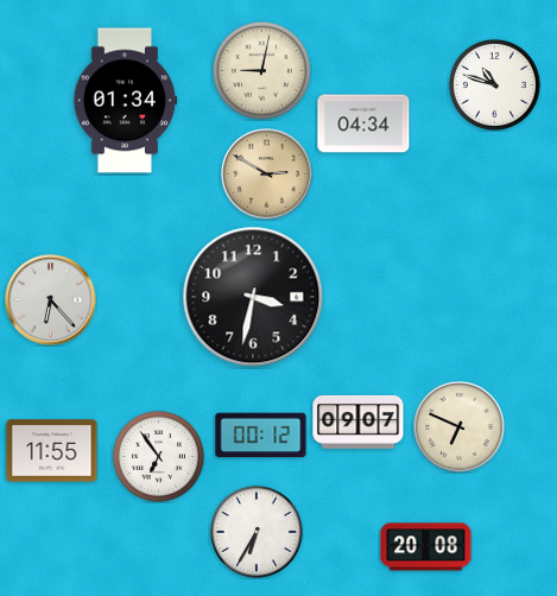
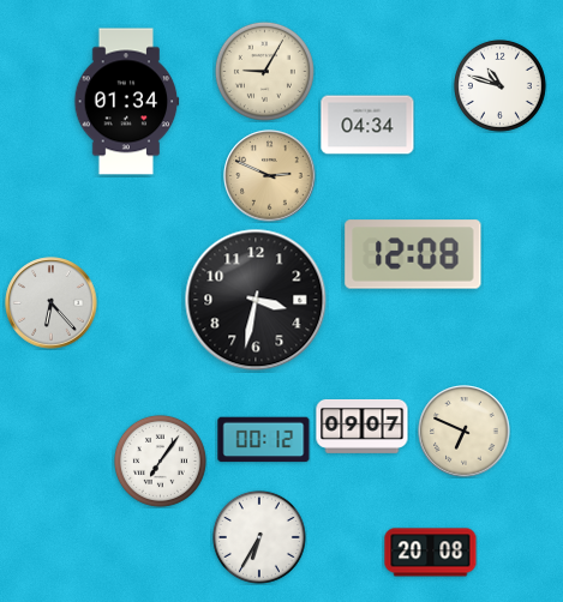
clock at (261, 70): 9:02 -> 9:05
clock at (267, 175): 2:50 -> 2:49
clock at (413, 254): none -> 12:08
clock at (52, 451): 11:55 -> none
clock at (158, 456): 6:54 -> 7:06
